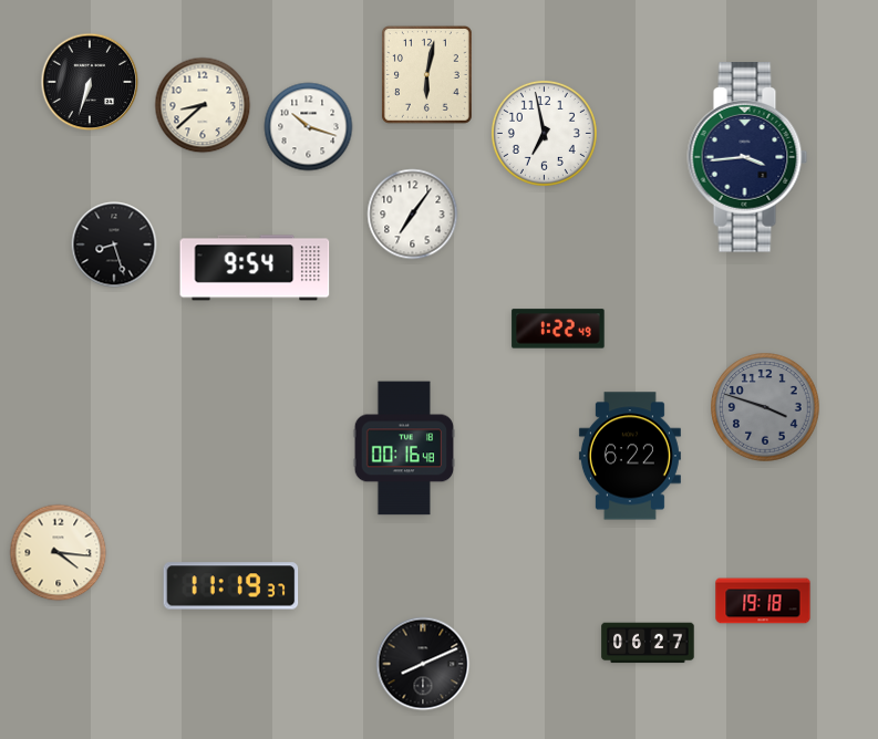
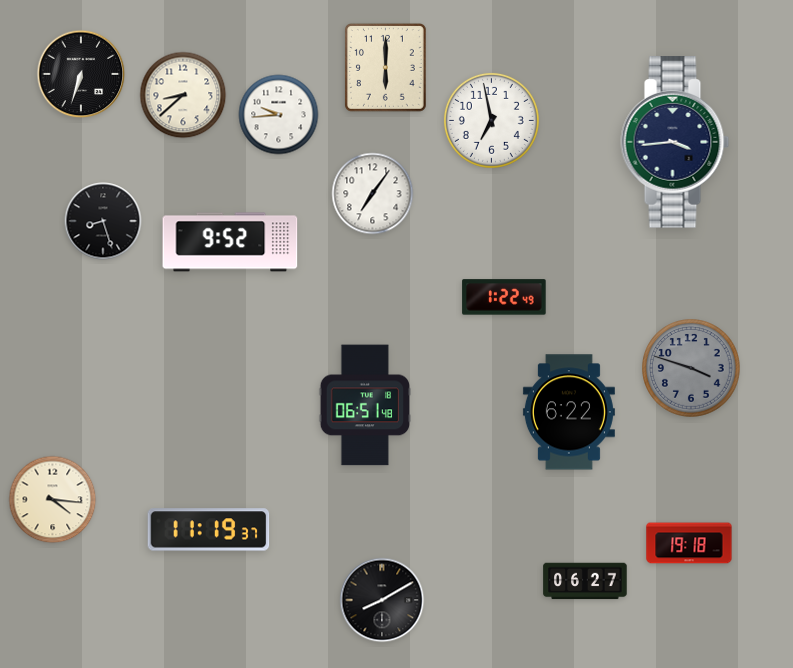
clock at (426, 74): 6:02 -> 6:00
clock at (309, 127): 10:18 -> 9:44
clock at (255, 268): 9:54 -> 9:52
clock at (403, 448): 00:16 -> 06:51
clock at (423, 664): 8:11 -> 8:10
